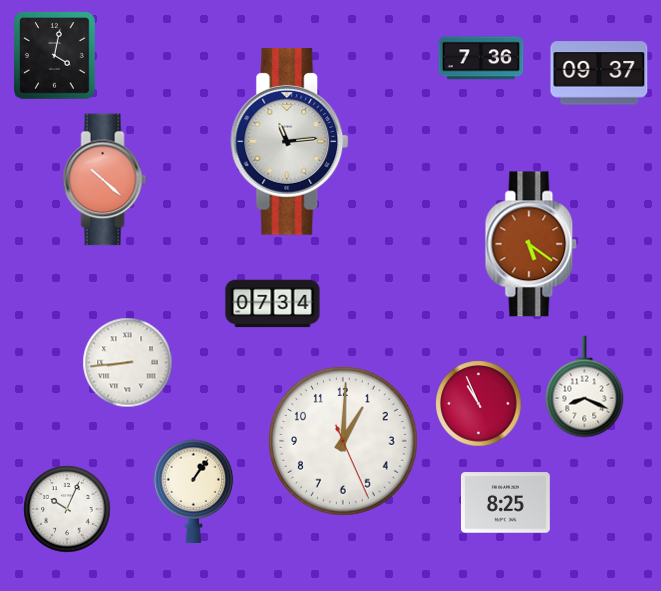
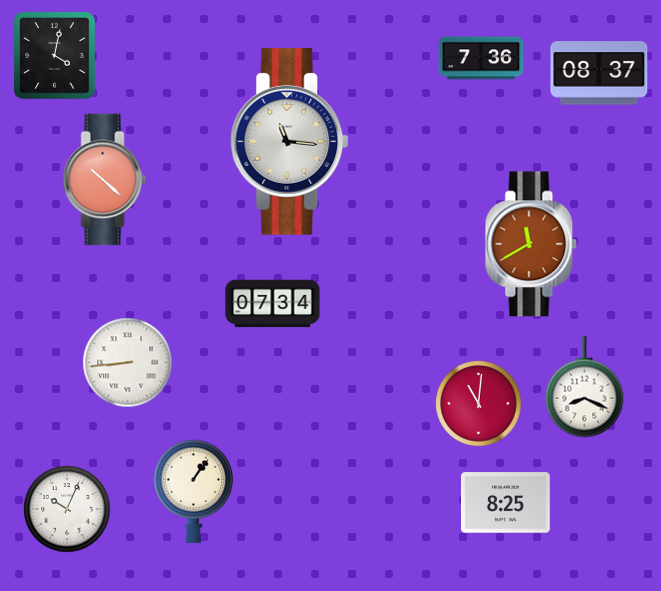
clock at (599, 73): 09:37 -> 08:37
clock at (290, 142): 11:14 -> 11:16
clock at (531, 244): 5:21 -> 11:40
clock at (479, 404): 10:56 -> 11:01
clock at (343, 441): 1:00 -> none
